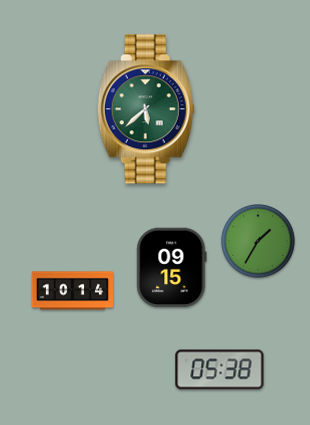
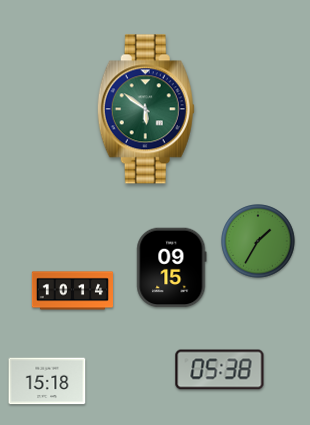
clock at (146, 109): 5:38 -> 5:51
clock at (47, 381): none -> 15:18
